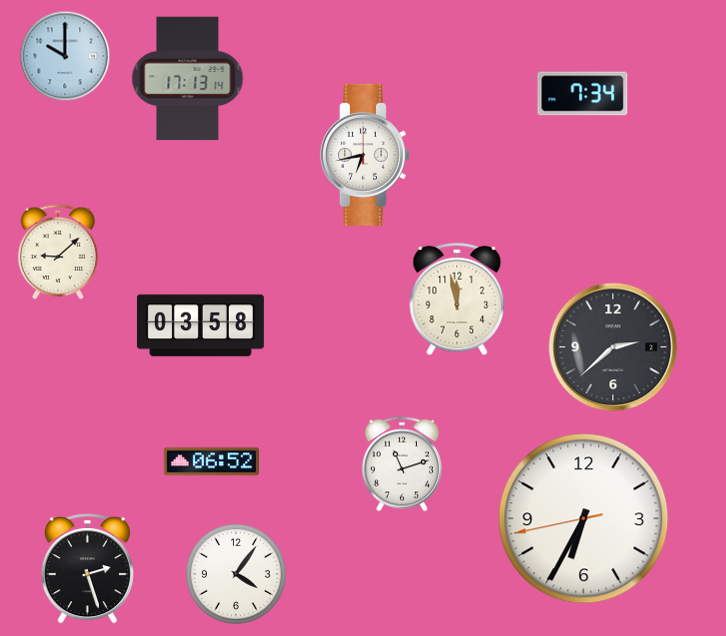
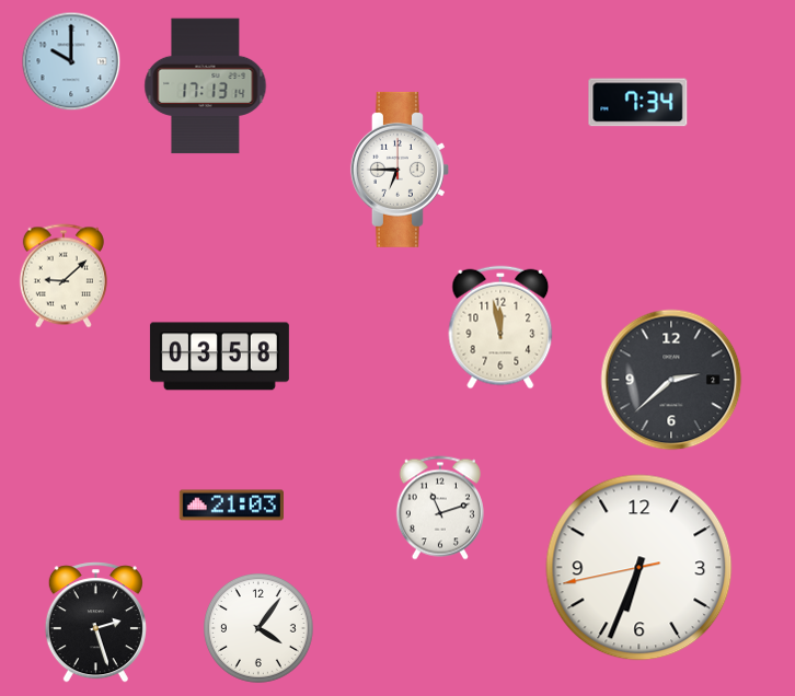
clock at (365, 155): 6:43 -> 6:45
clock at (211, 462): 06:52 -> 21:03
clock at (584, 519): 6:34 -> 6:33
